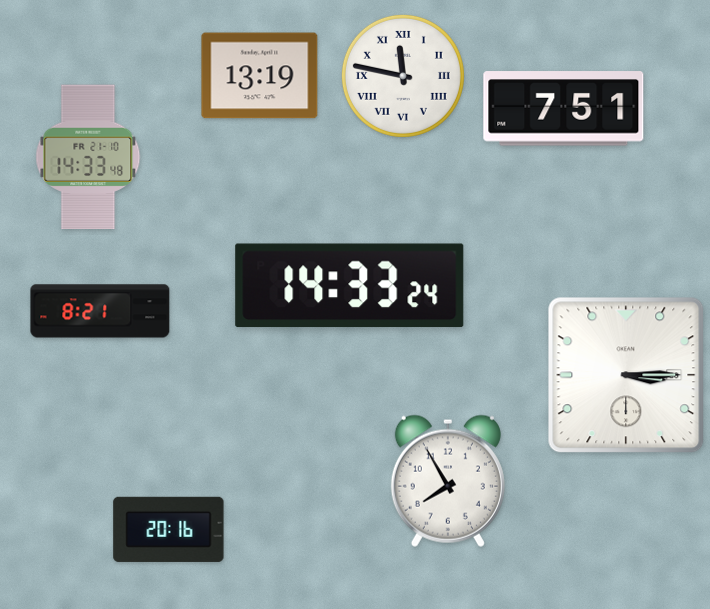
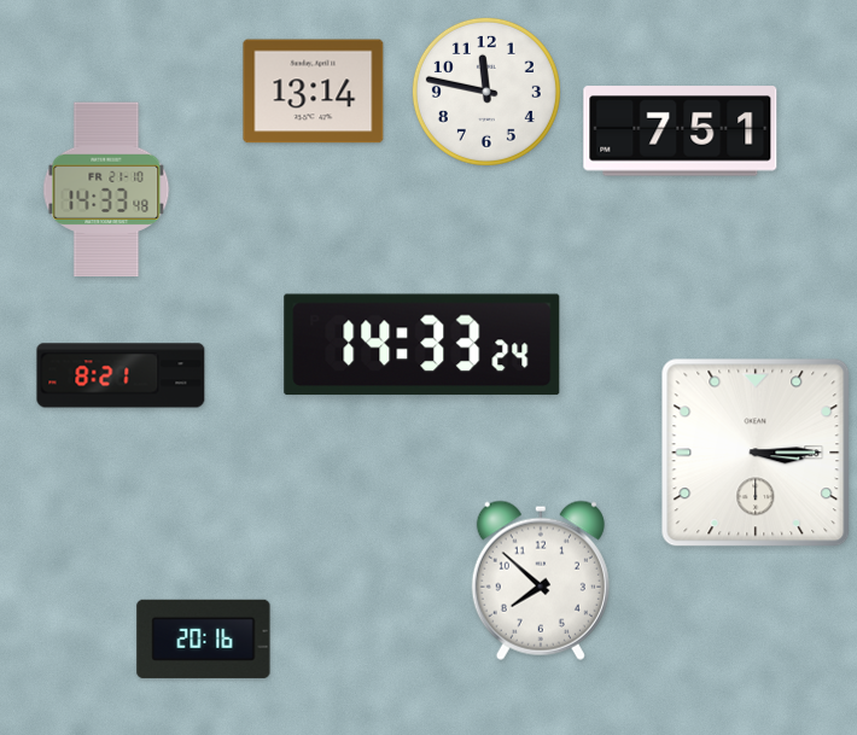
clock at (260, 76): 13:19 -> 13:14
clock at (403, 76) numerals: Roman -> Arabic
clock at (448, 481): 7:55 -> 7:52
